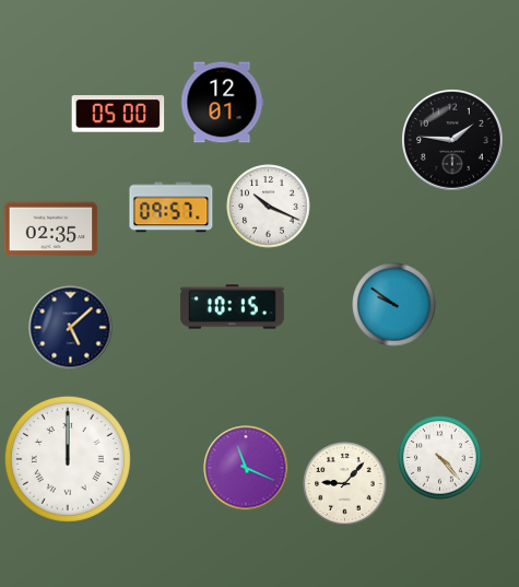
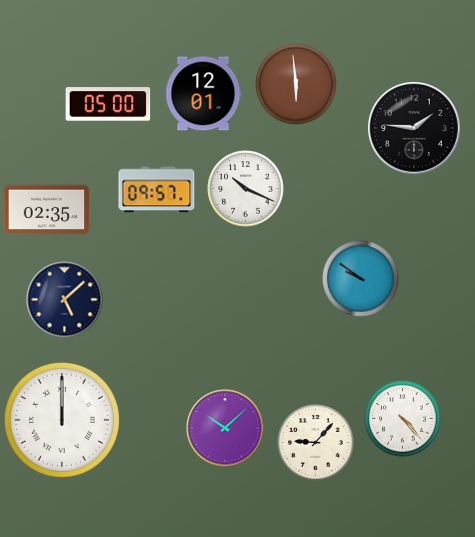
clock at (296, 84): none -> 5:59
clock at (232, 307): 10:15 -> none
clock at (246, 468): 11:19 -> 10:08
